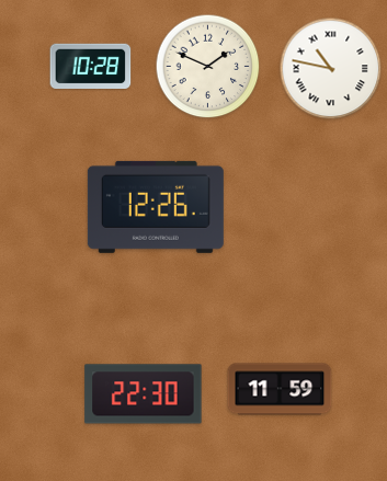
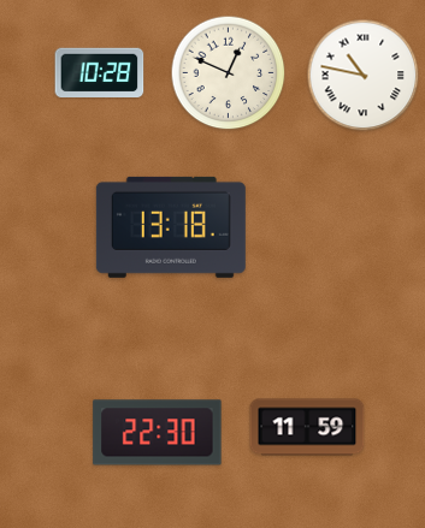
clock at (208, 67): 1:49 -> 12:49
clock at (156, 207): 12:26 -> 13:18
